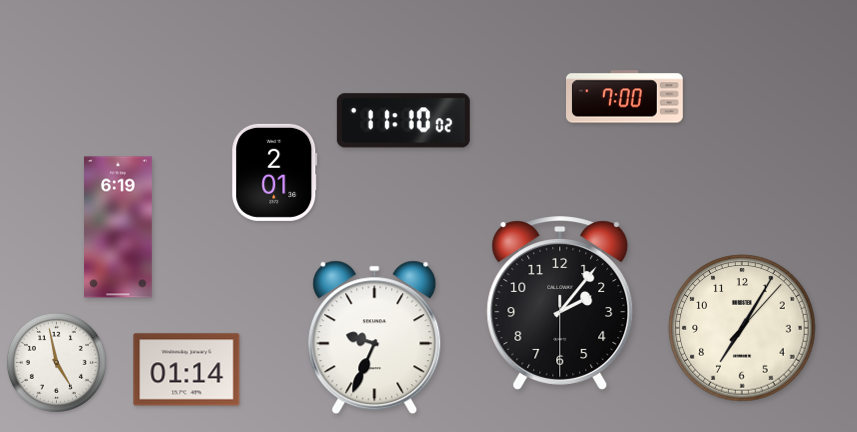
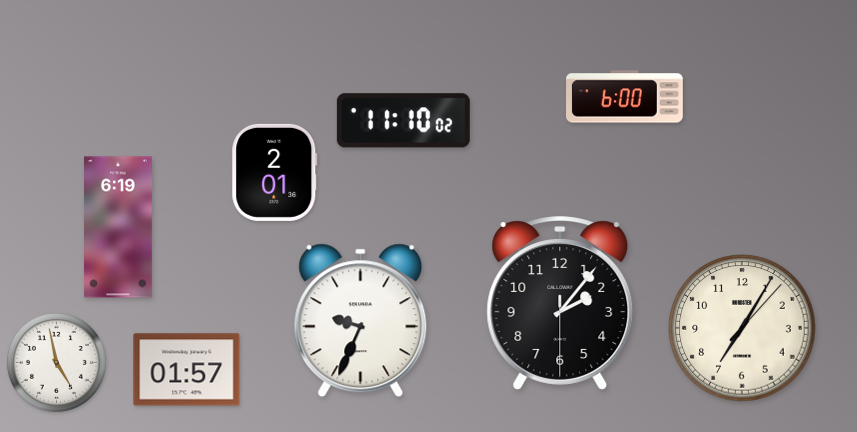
clock at (625, 97): 7:00 -> 6:00
clock at (375, 338) position: (375, 338) -> (361, 321)
clock at (187, 370): 01:14 -> 01:57
